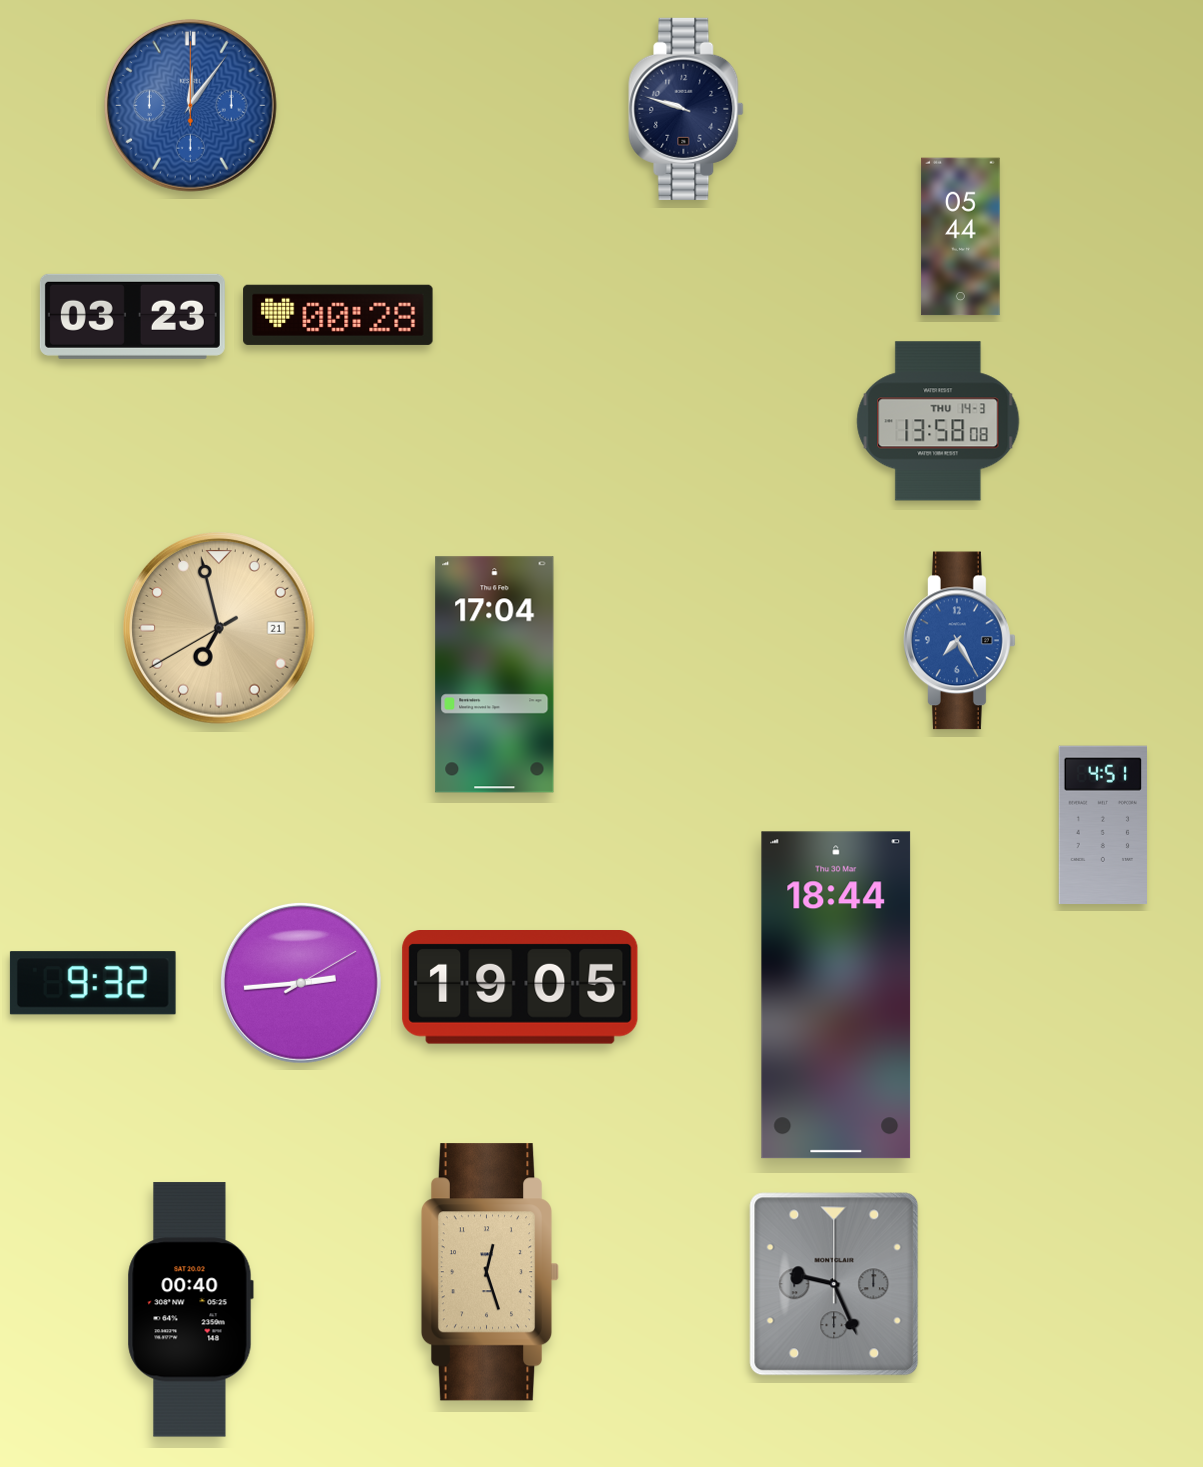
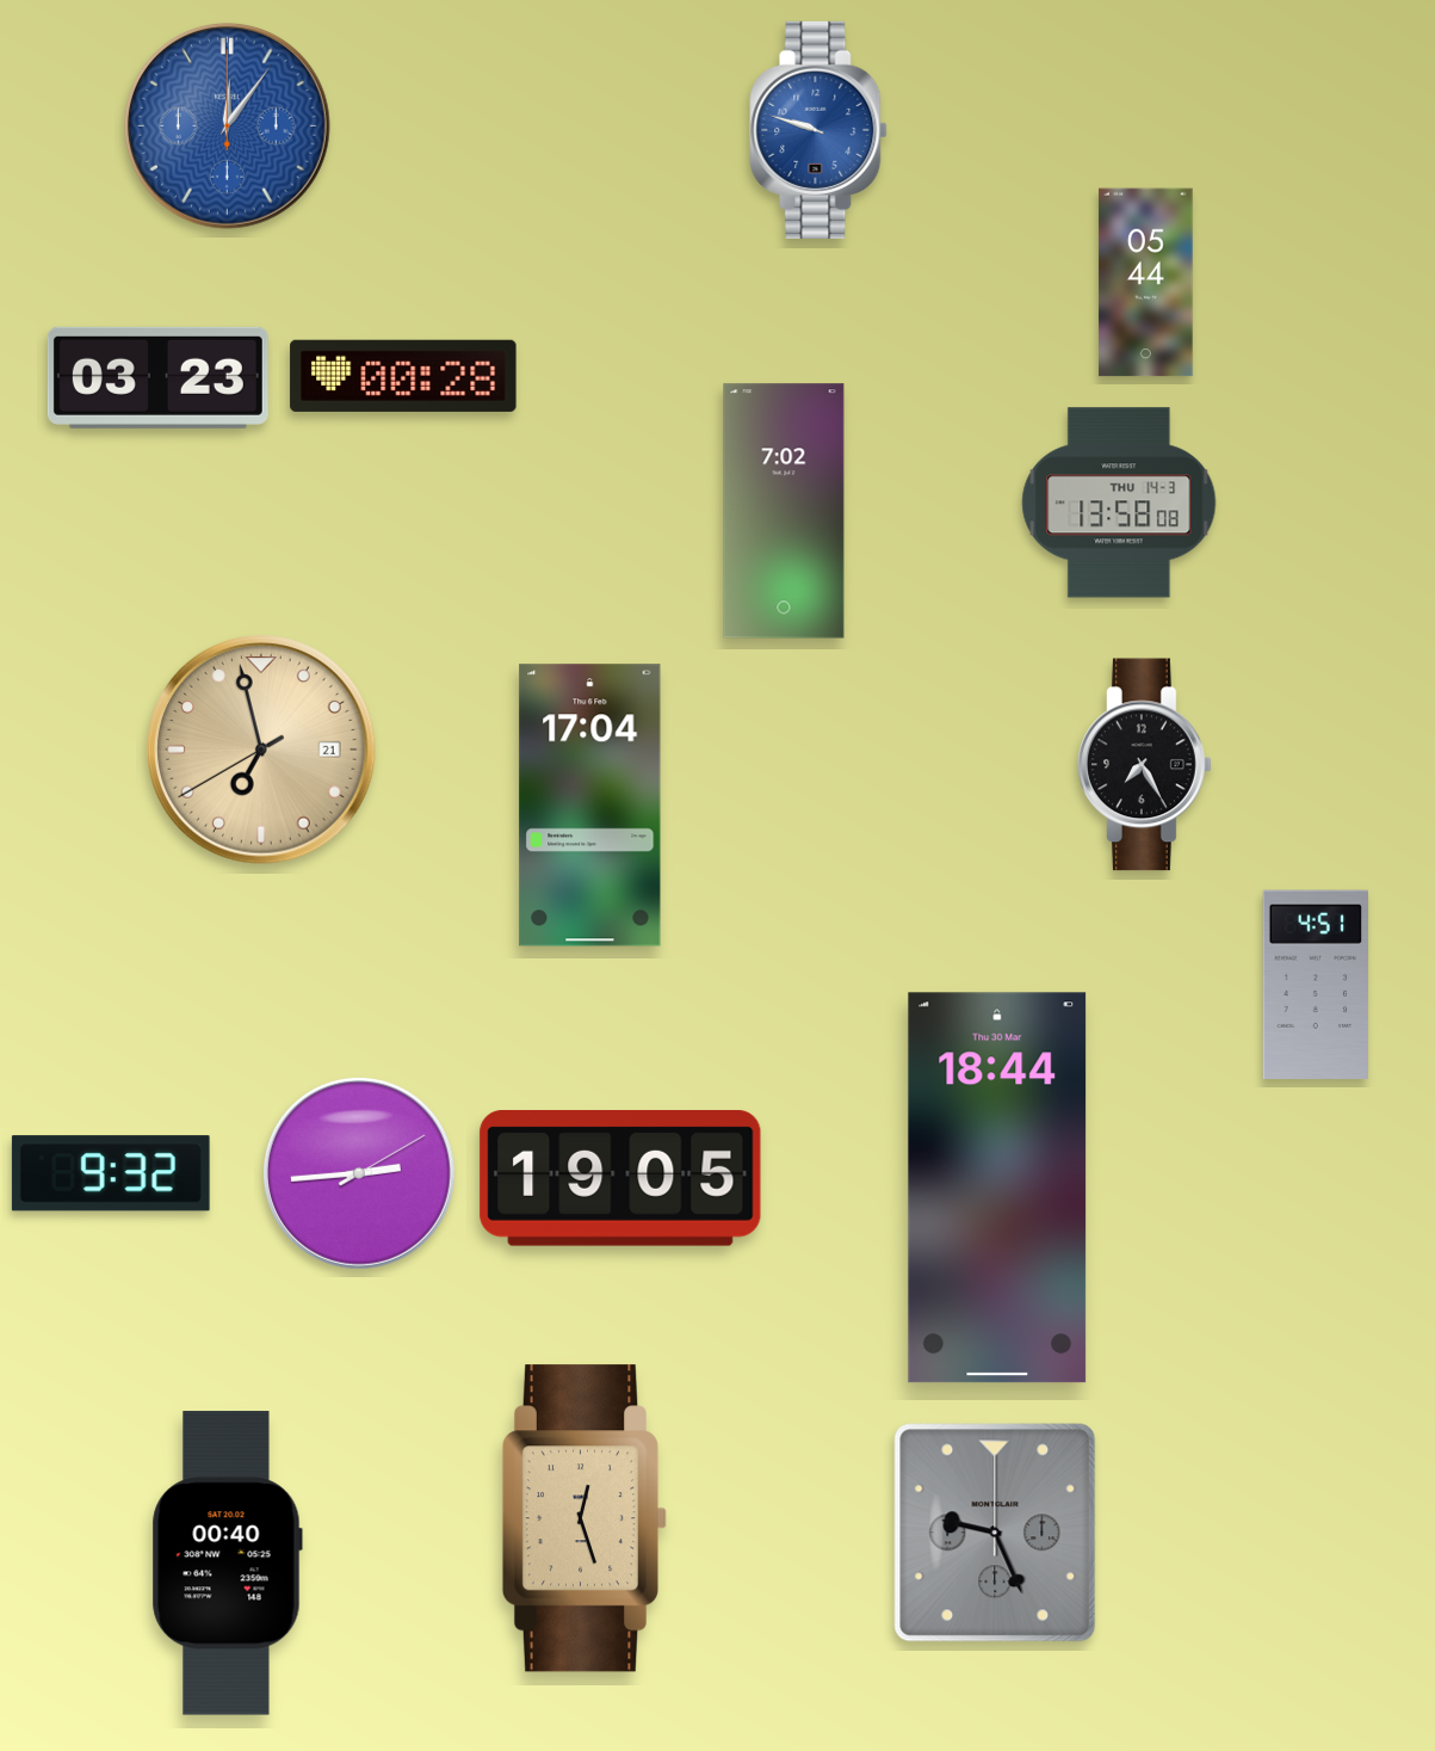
clock at (686, 109) dial: navy -> blue
clock at (784, 511): none -> 7:02
clock at (960, 641) dial: blue -> black
